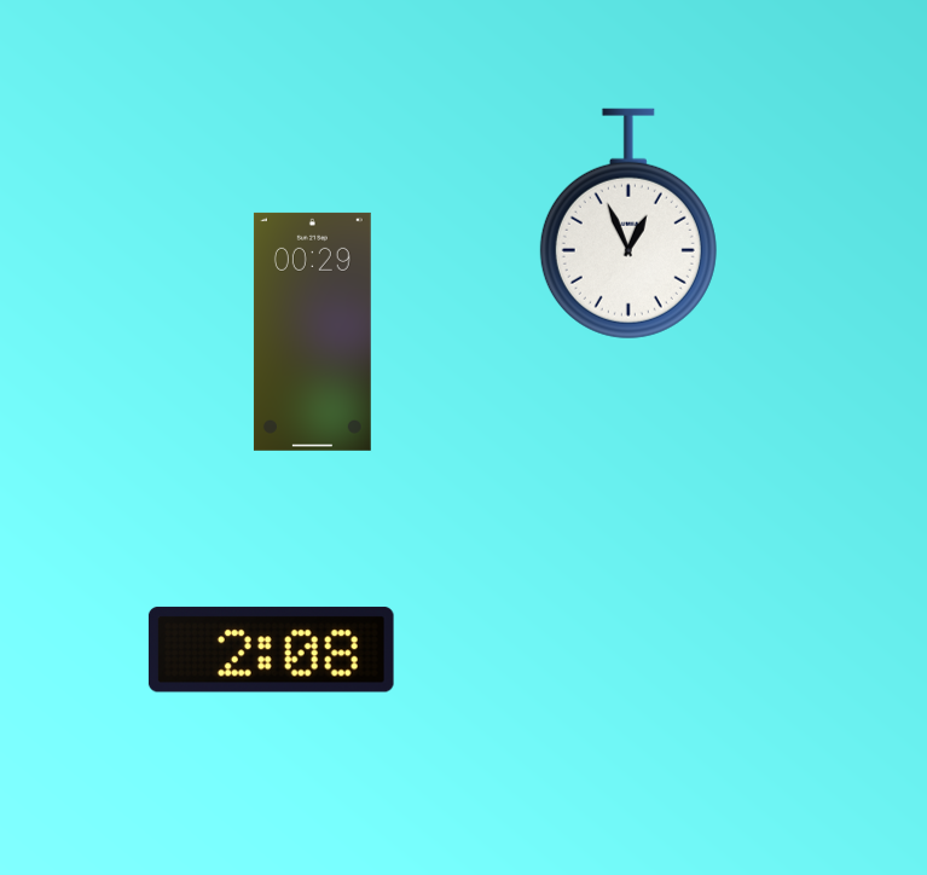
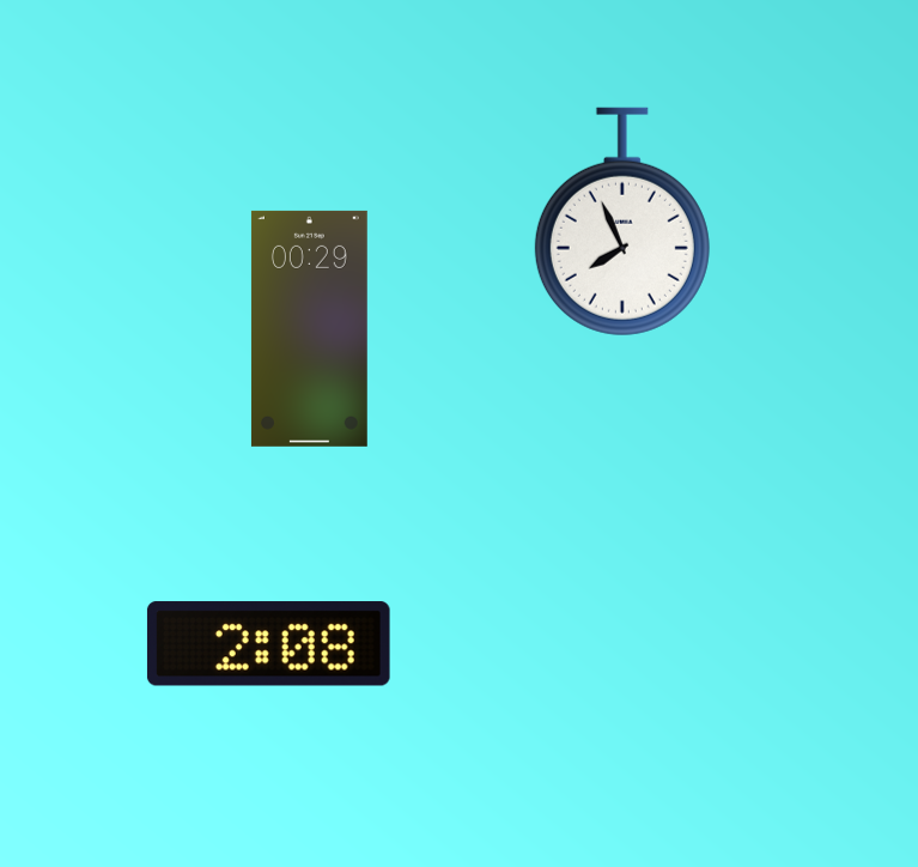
clock at (628, 224): 12:56 -> 7:56
